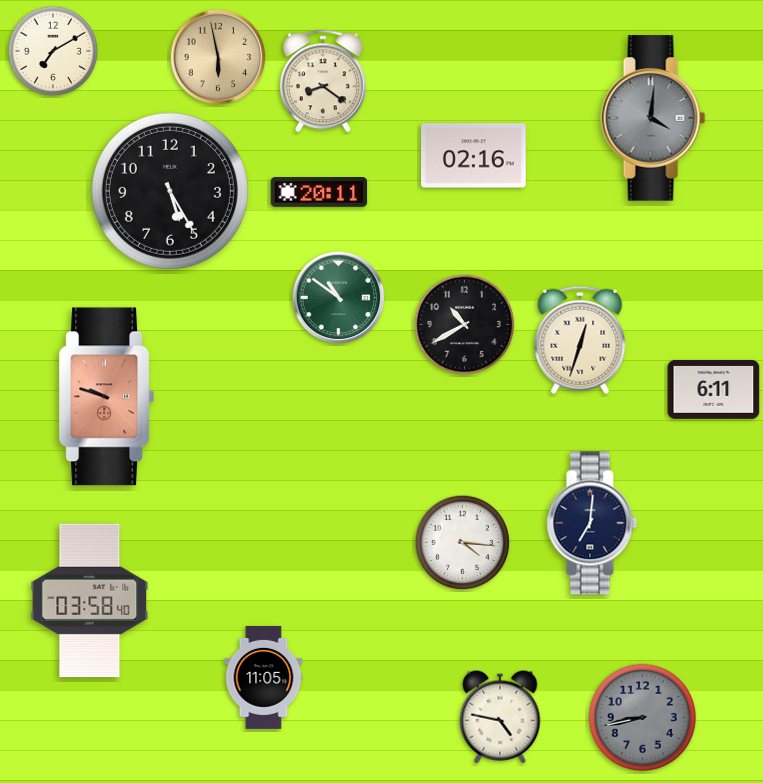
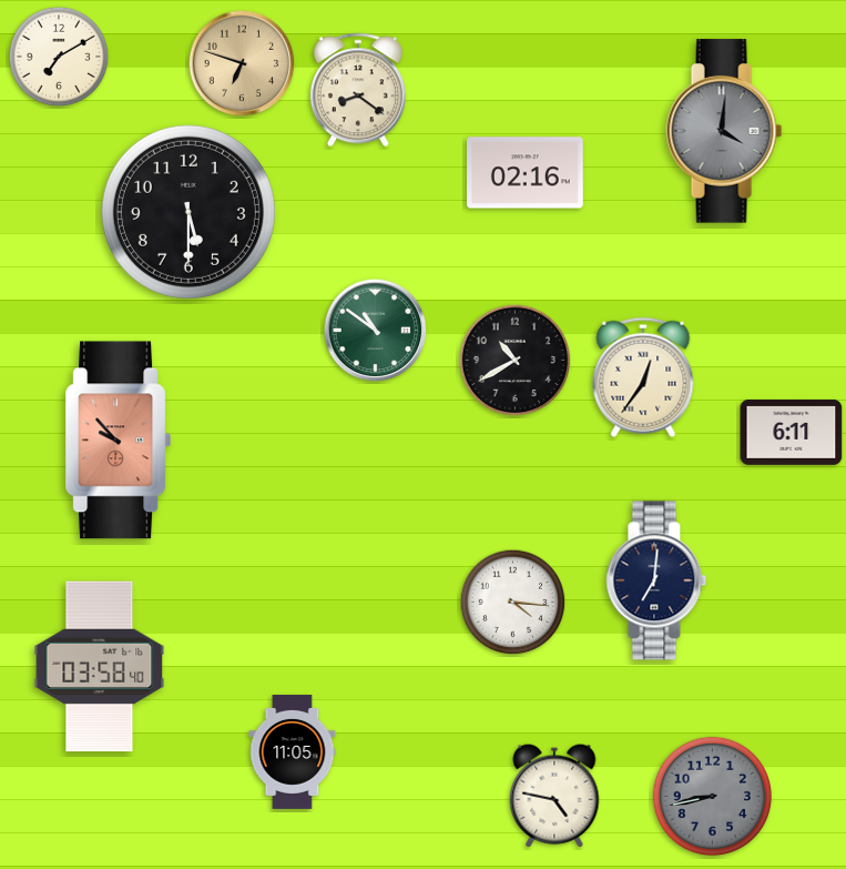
clock at (218, 57): 5:58 -> 6:48
clock at (170, 191): 5:25 -> 5:30
clock at (319, 192): 20:11 -> none
clock at (580, 340): 12:33 -> 12:36
clock at (106, 397): 9:48 -> 9:53
